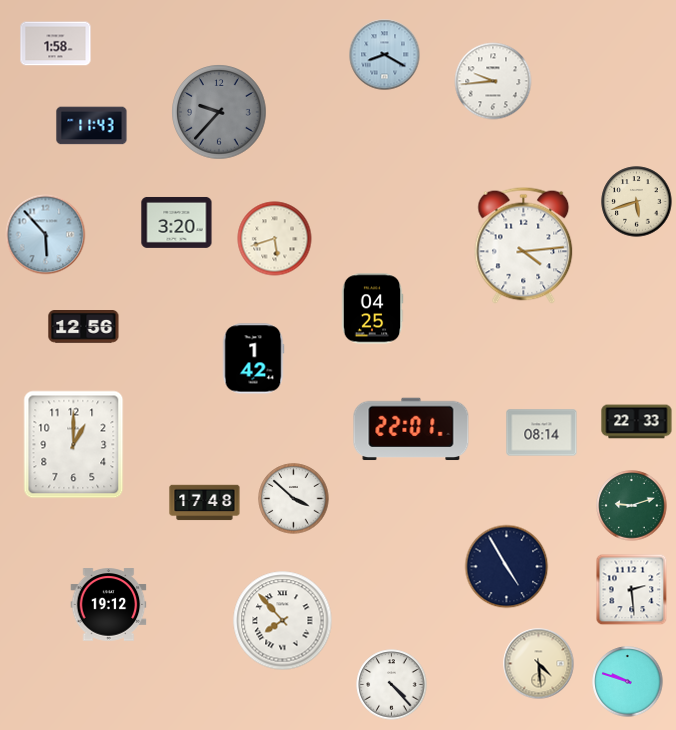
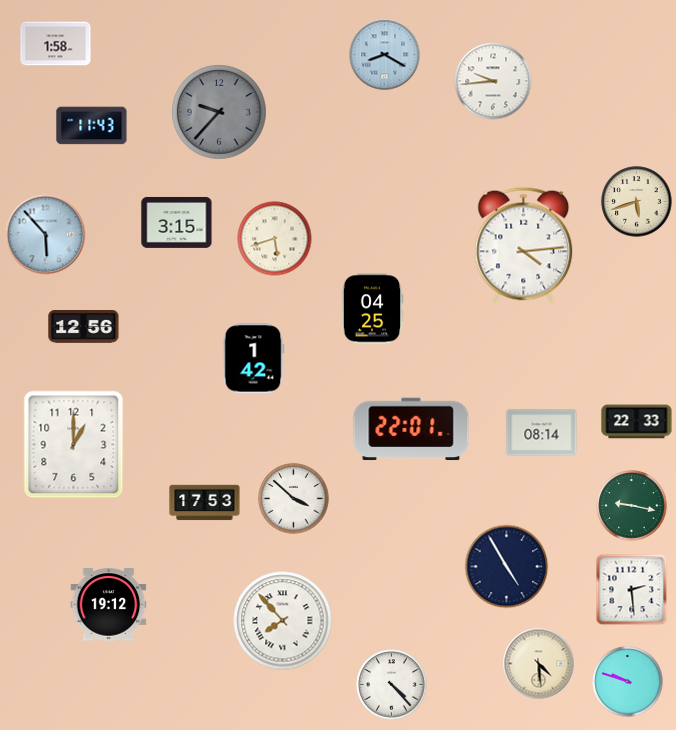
clock at (177, 222): 3:20 -> 3:15
clock at (205, 503): 17:48 -> 17:53
clock at (632, 506): 9:12 -> 9:17
